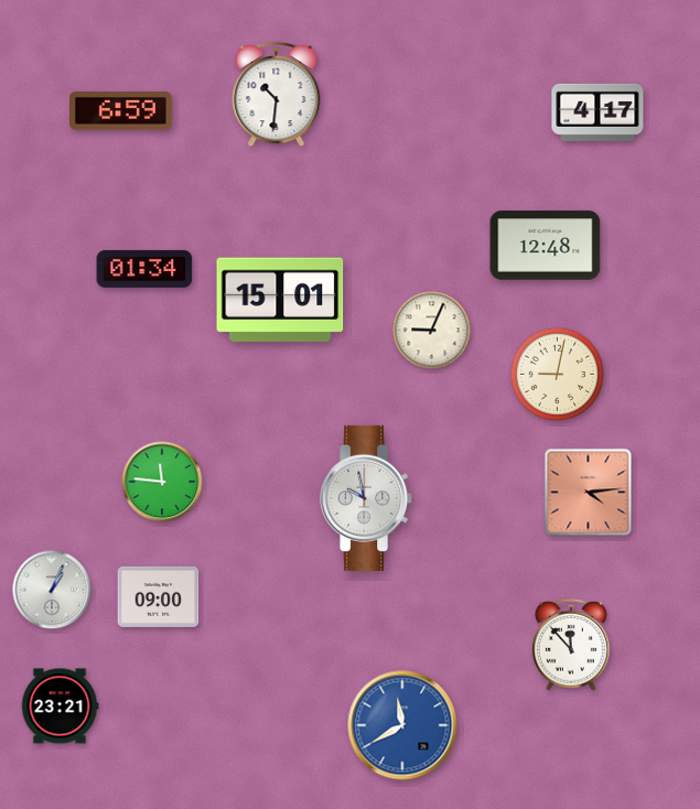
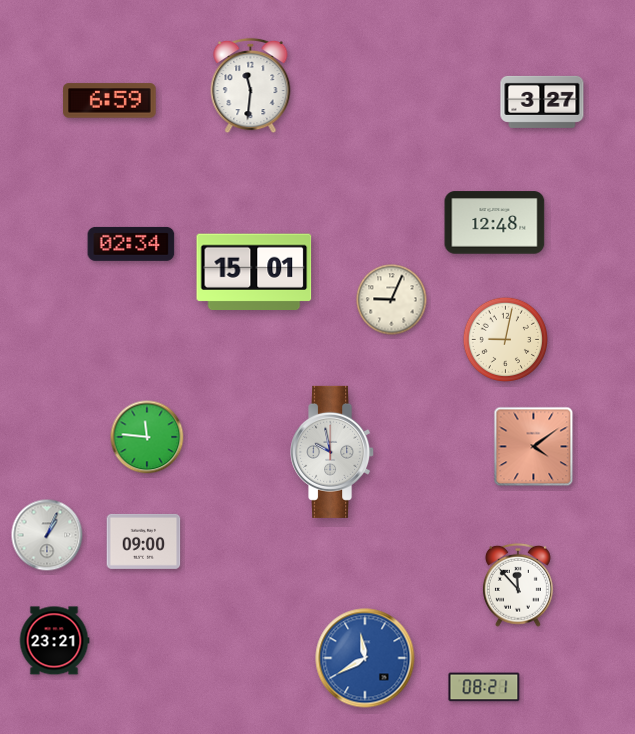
clock at (277, 95): 10:31 -> 11:31
clock at (597, 112): 4:17 -> 3:27
clock at (144, 269): 01:34 -> 02:34
clock at (589, 493): 4:14 -> 4:09
clock at (484, 687): none -> 08:21
